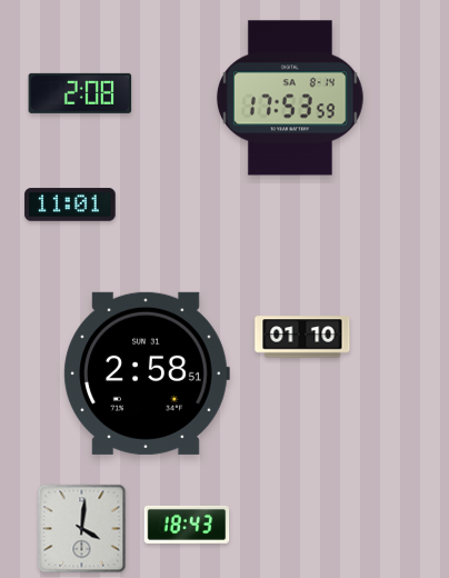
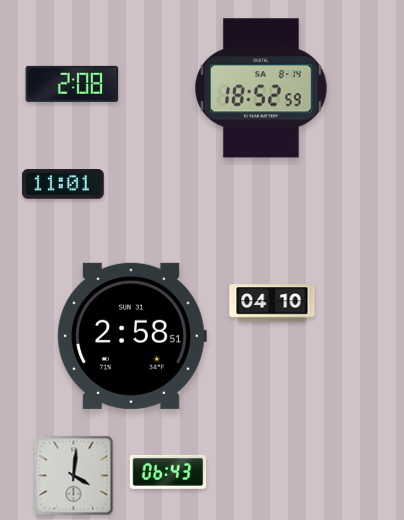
clock at (291, 98): 17:53 -> 18:52
clock at (302, 337): 01:10 -> 04:10
clock at (187, 525): 18:43 -> 06:43
